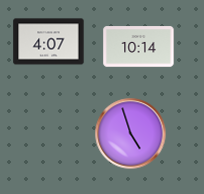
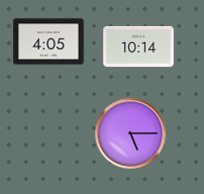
clock at (49, 42): 4:07 -> 4:05
clock at (131, 134): 4:57 -> 5:15
